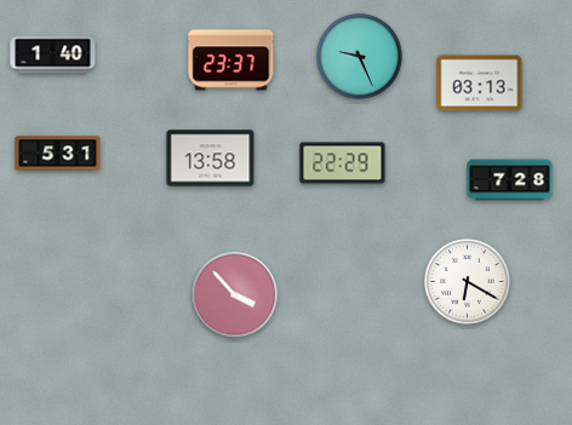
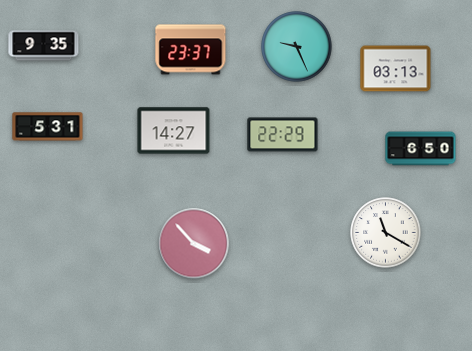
clock at (53, 56): 1:40 -> 9:35
clock at (211, 159): 13:58 -> 14:27
clock at (510, 180): 7:28 -> 6:50
clock at (468, 282): 6:20 -> 11:20
